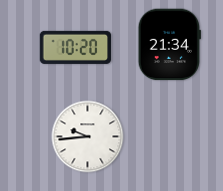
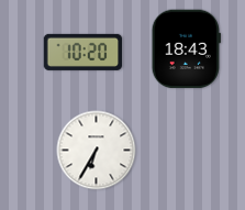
clock at (169, 45): 21:34 -> 18:43
clock at (88, 137): 9:44 -> 6:35
